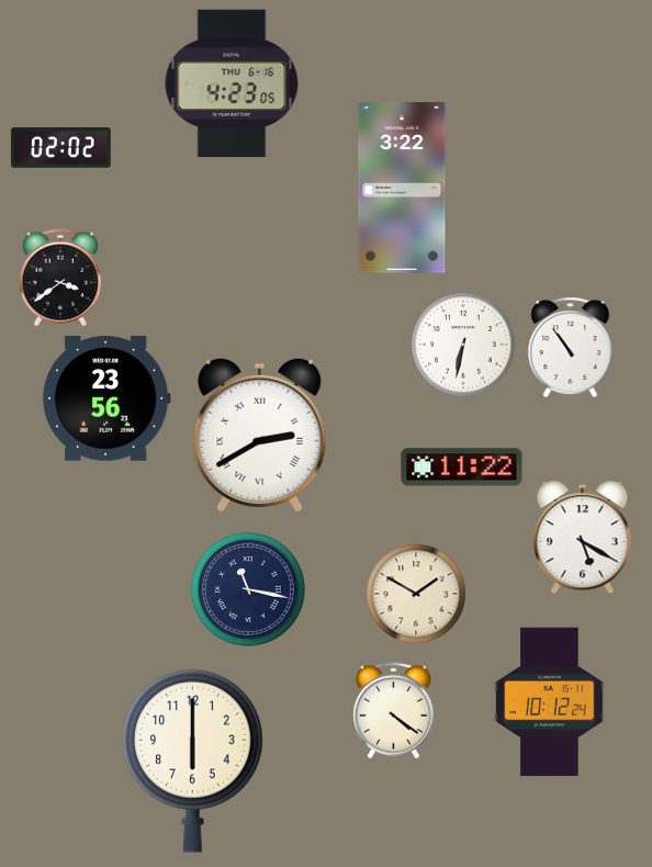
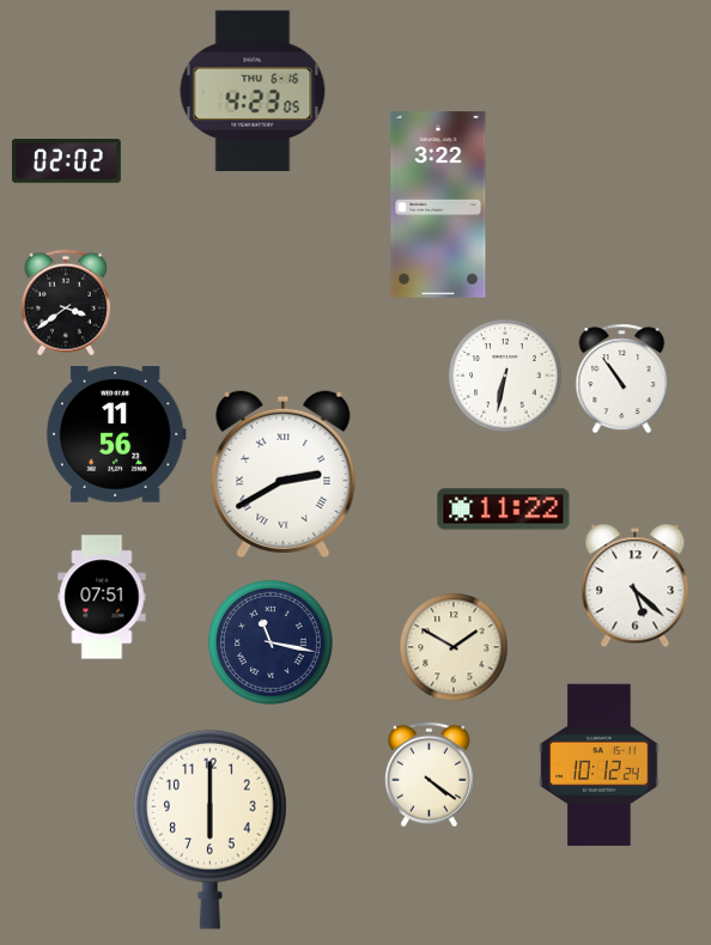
clock at (106, 399): 23:56 -> 11:56
clock at (583, 537): 5:20 -> 5:22
clock at (102, 597): none -> 07:51
